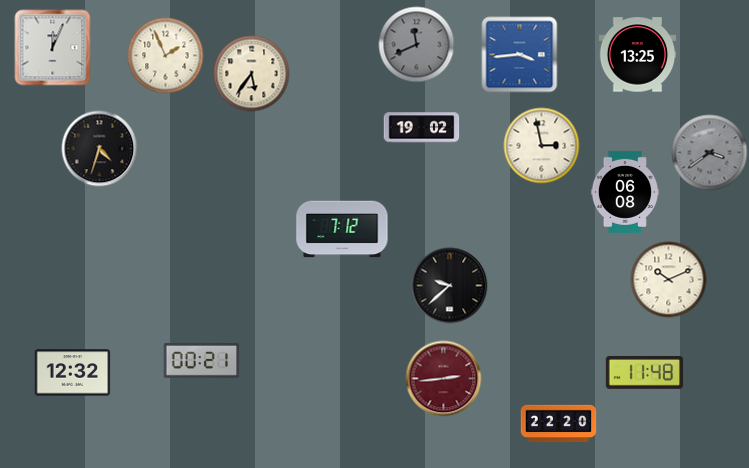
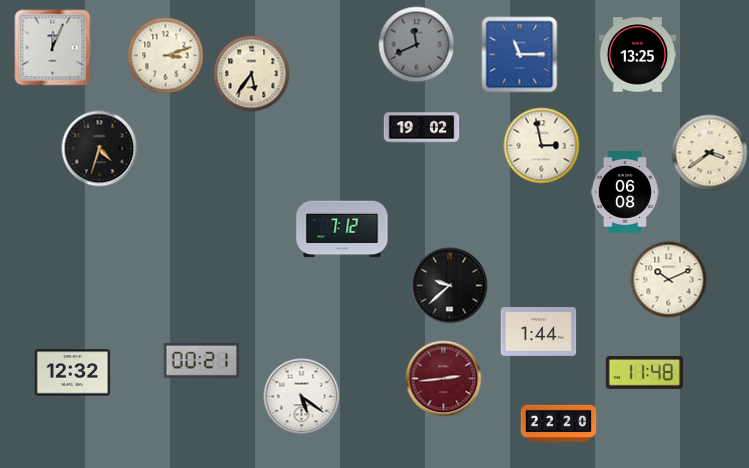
clock at (520, 55): 3:44 -> 11:15
clock at (166, 56): 1:56 -> 3:12
clock at (710, 153) dial: grey -> cream
clock at (539, 332): none -> 1:44
clock at (302, 397): none -> 5:21
